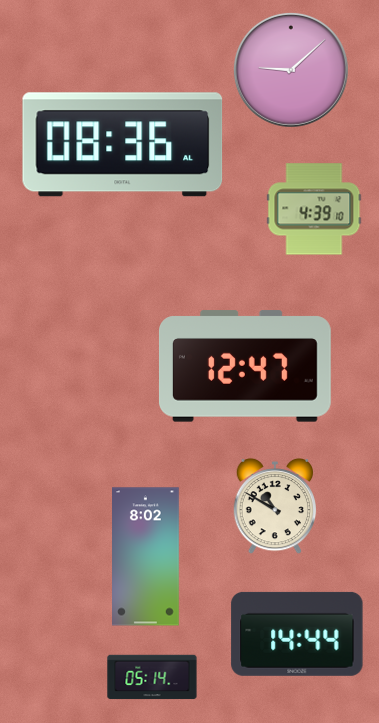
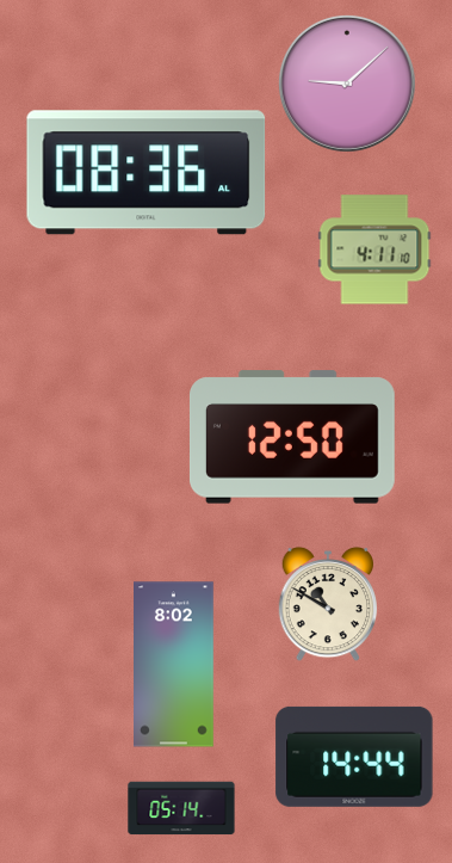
clock at (314, 209): 4:39 -> 4:11
clock at (245, 366): 12:47 -> 12:50
